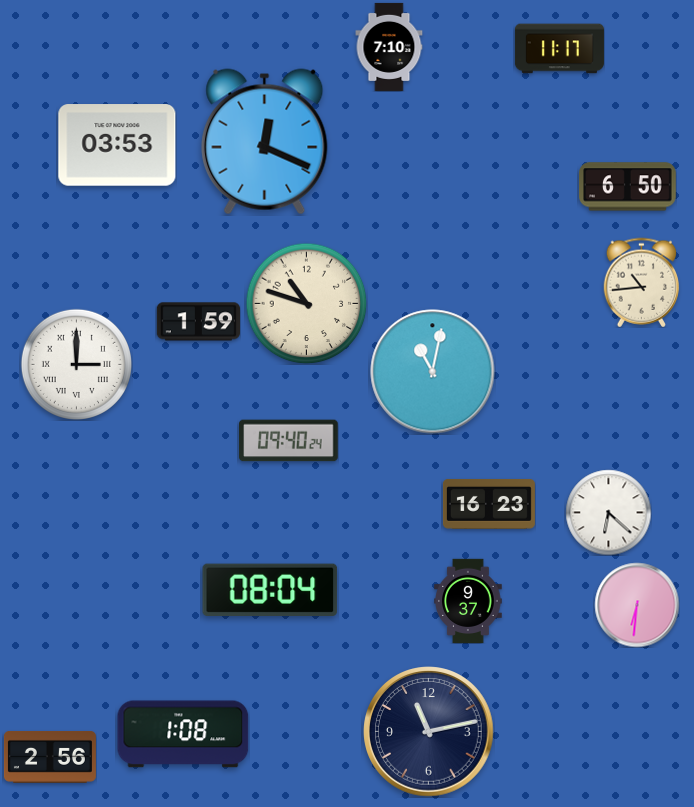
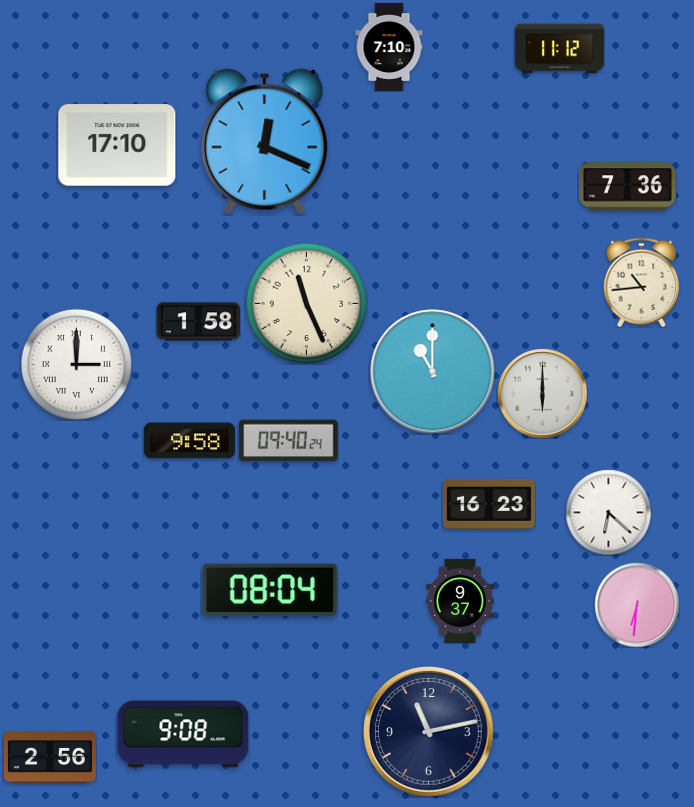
clock at (559, 49): 11:17 -> 11:12
clock at (117, 145): 03:53 -> 17:10
clock at (628, 187): 6:50 -> 7:36
clock at (306, 303): 10:48 -> 11:26
clock at (198, 322): 1:59 -> 1:58
clock at (433, 372): 11:02 -> 11:00
clock at (542, 393): none -> 6:00
clock at (189, 441): none -> 9:58
clock at (468, 600) position: (468, 600) -> (460, 600)
clock at (183, 734): 1:08 -> 9:08
